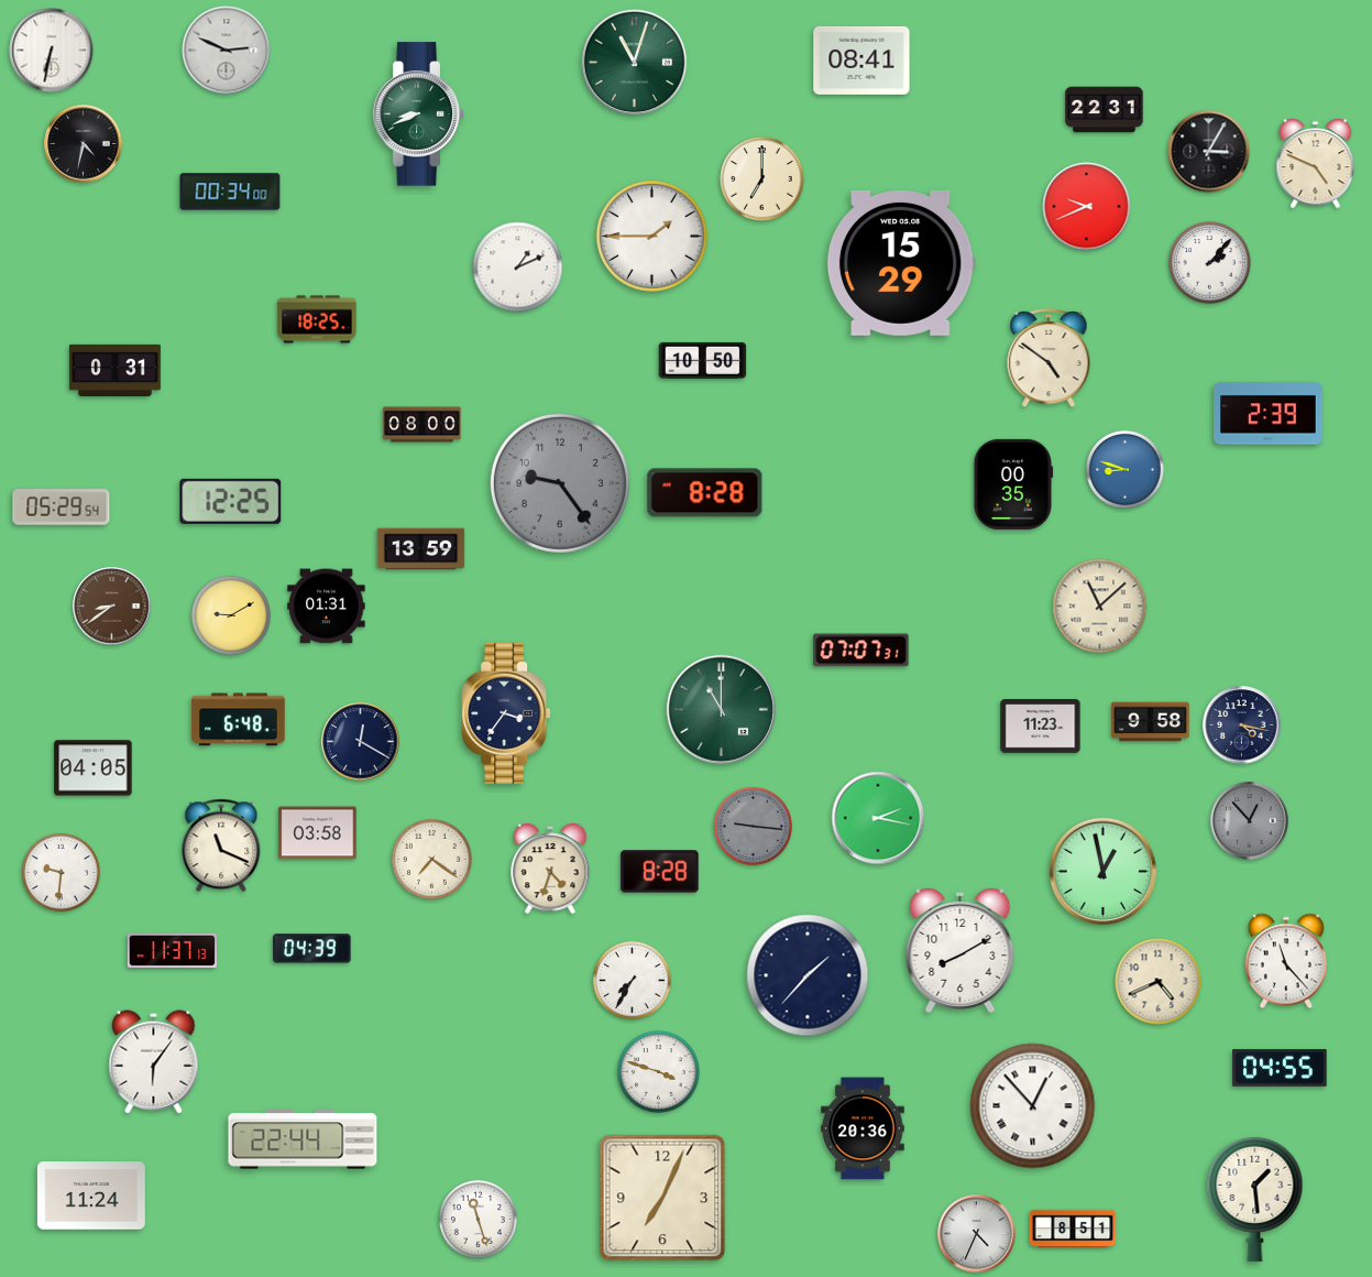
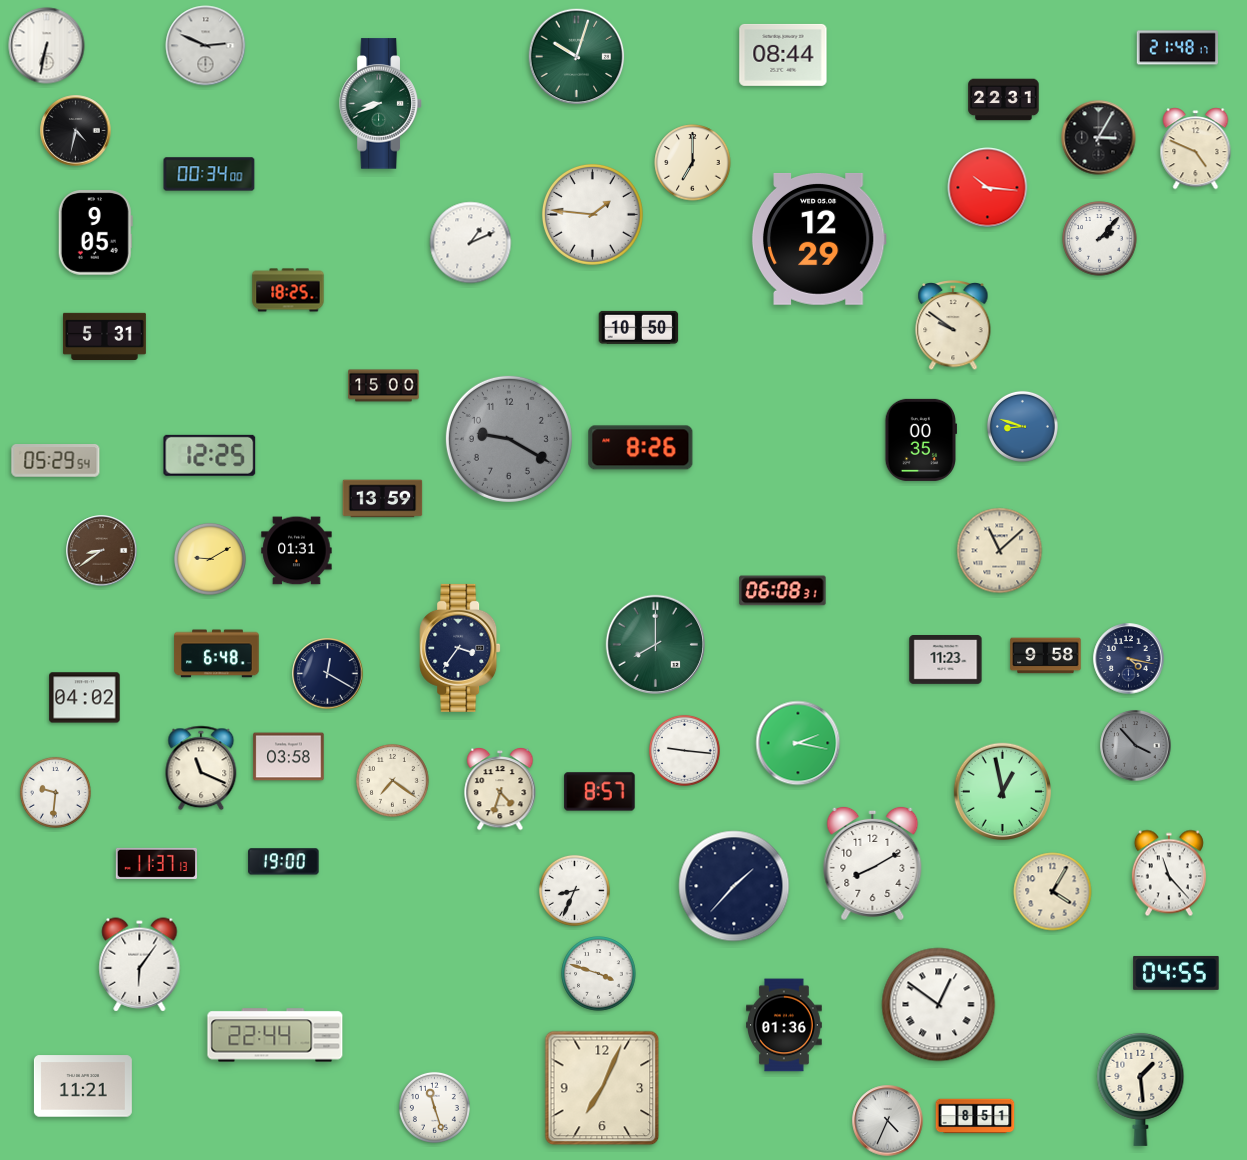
clock at (1177, 48): none -> 21:48
clock at (861, 61): 08:41 -> 08:44
clock at (635, 63): 11:03 -> 10:03
clock at (1087, 207): 9:41 -> 10:16
clock at (651, 236): 1:45 -> 1:46
clock at (95, 233): none -> 9:05
clock at (901, 263): 15:29 -> 12:29
clock at (1049, 359): 4:51 -> 9:51
clock at (114, 370): 0:31 -> 5:31
clock at (1269, 414): 2:39 -> none
clock at (422, 425): 08:00 -> 15:00
clock at (560, 483): 9:24 -> 9:20
clock at (705, 493): 8:28 -> 8:26
clock at (861, 651): 07:07 -> 06:08
clock at (721, 709): 11:00 -> 8:00
clock at (94, 768): 04:05 -> 04:02
clock at (1250, 821): 12:53 -> 3:53
clock at (753, 826) dial: grey -> white
clock at (660, 872): 8:28 -> 8:57
clock at (312, 949): 04:39 -> 19:00
clock at (632, 980): 7:35 -> 8:34
clock at (1159, 982): 4:41 -> 4:05
clock at (1280, 1068) position: (1280, 1068) -> (1176, 973)
clock at (1033, 1106): 12:53 -> 12:51
clock at (863, 1128): 20:36 -> 01:36
clock at (91, 1196): 11:24 -> 11:21
